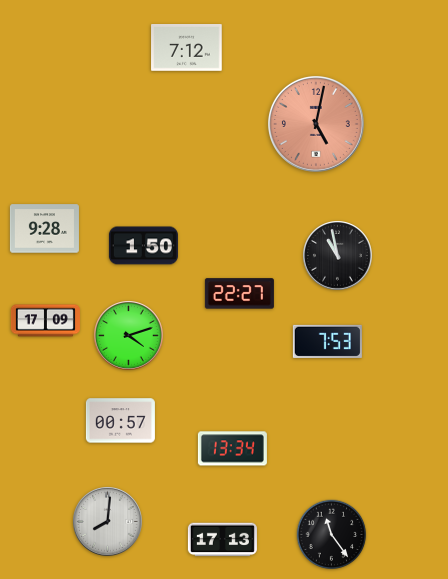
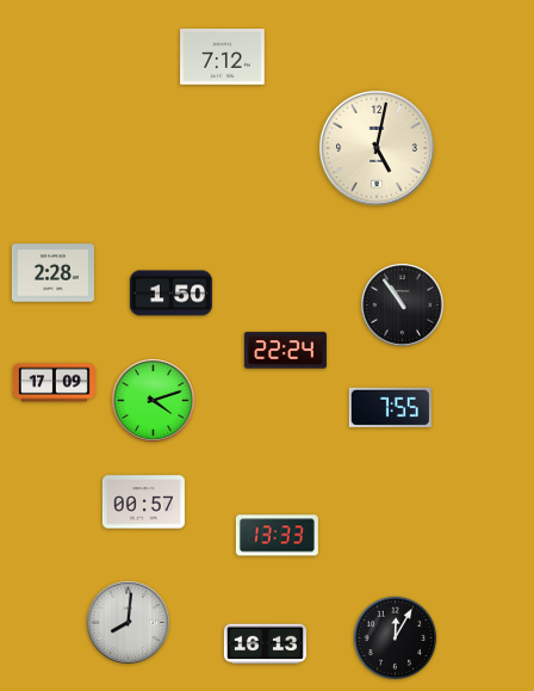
clock at (316, 124) dial: salmon -> cream
clock at (44, 229): 9:28 -> 2:28
clock at (338, 256): 10:58 -> 10:54
clock at (239, 294): 22:27 -> 22:24
clock at (327, 341): 7:53 -> 7:55
clock at (232, 449): 13:34 -> 13:33
clock at (332, 535): 11:24 -> 12:05
clock at (222, 540): 17:13 -> 16:13
